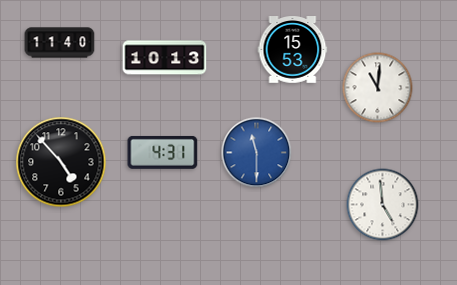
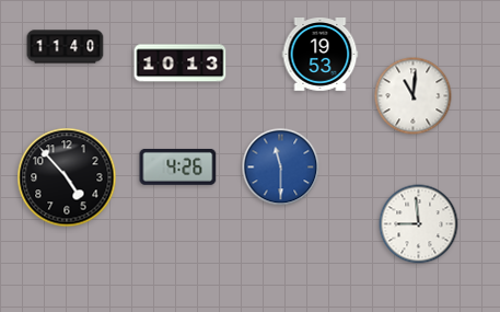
clock at (293, 50): 15:53 -> 19:53
clock at (163, 152): 4:31 -> 4:26
clock at (383, 205): 4:59 -> 8:59
